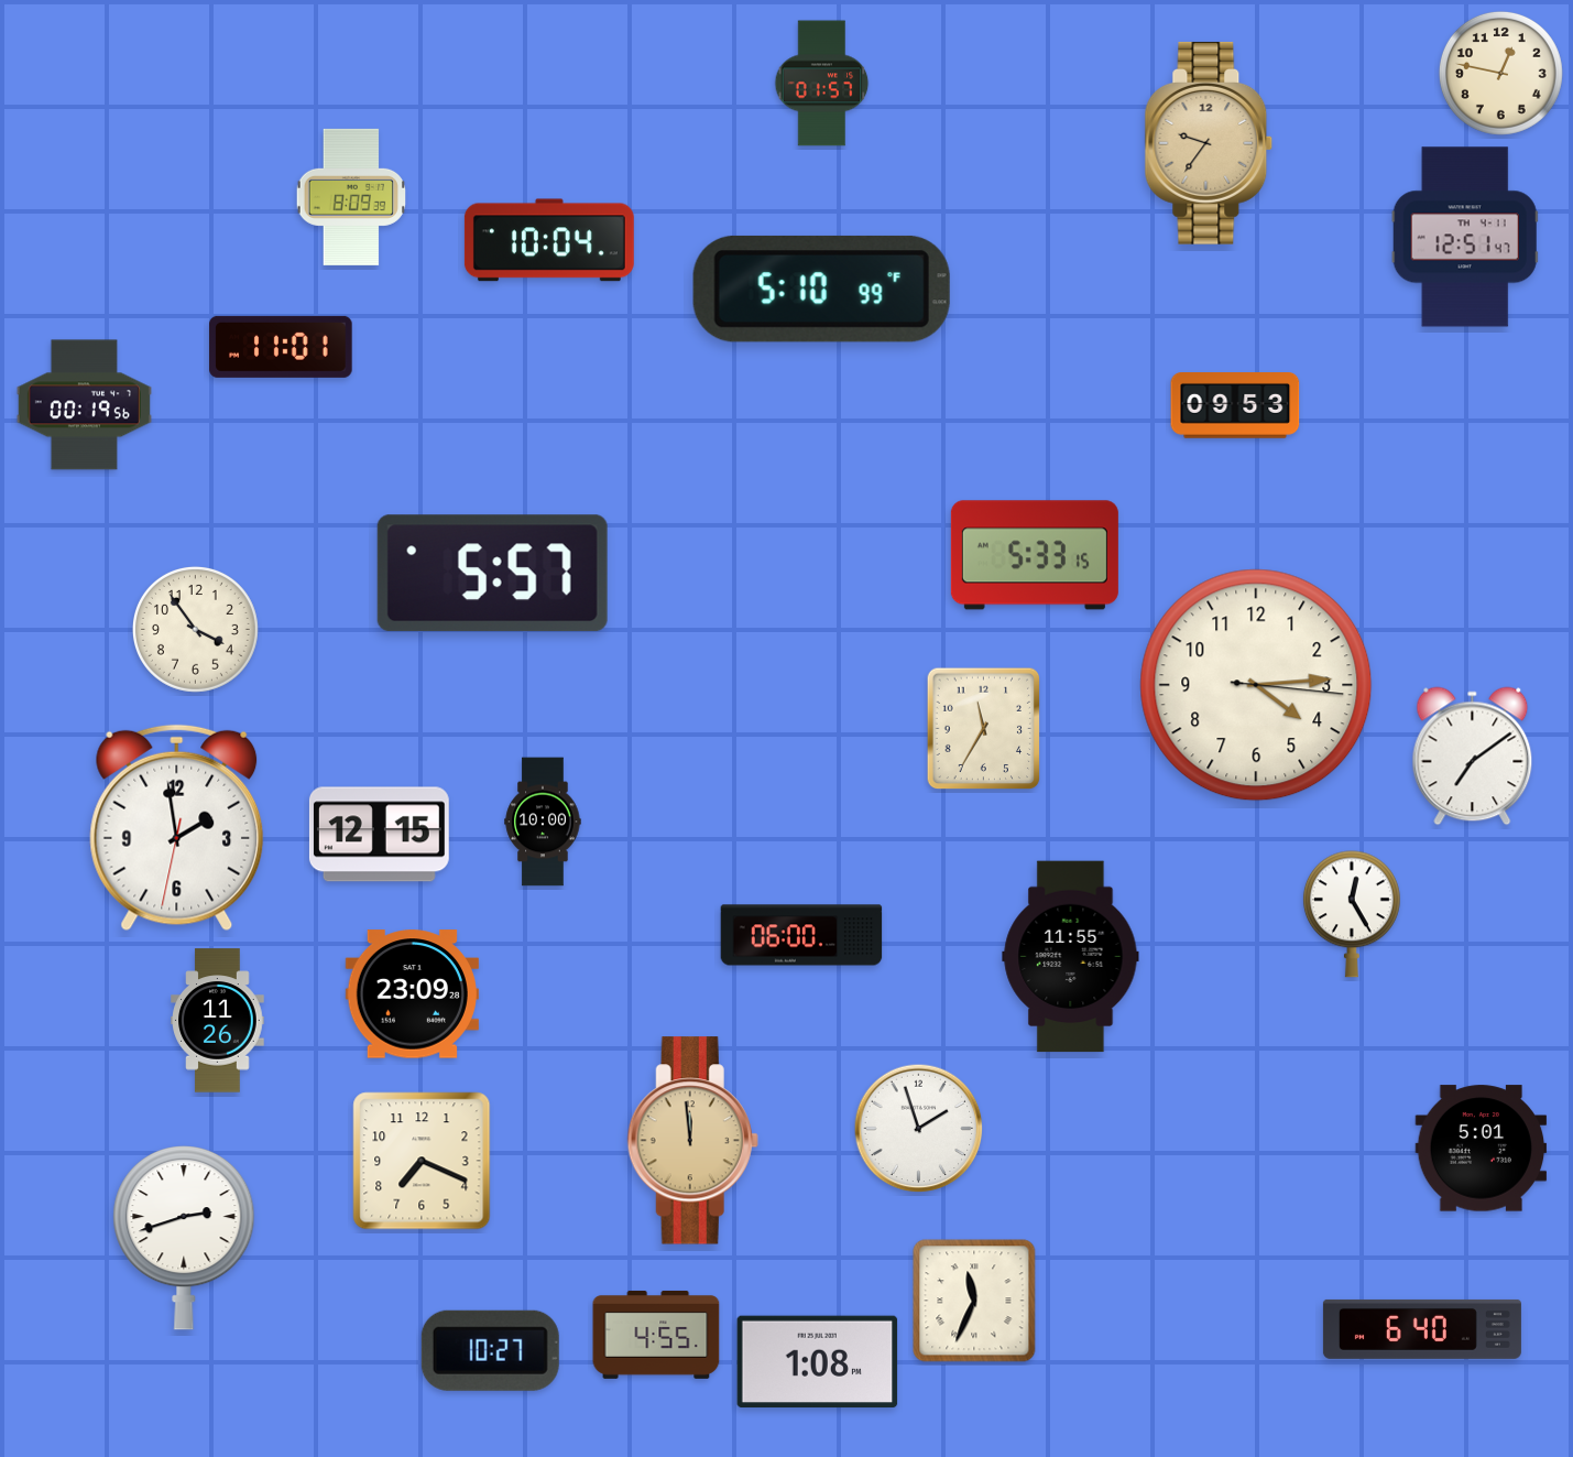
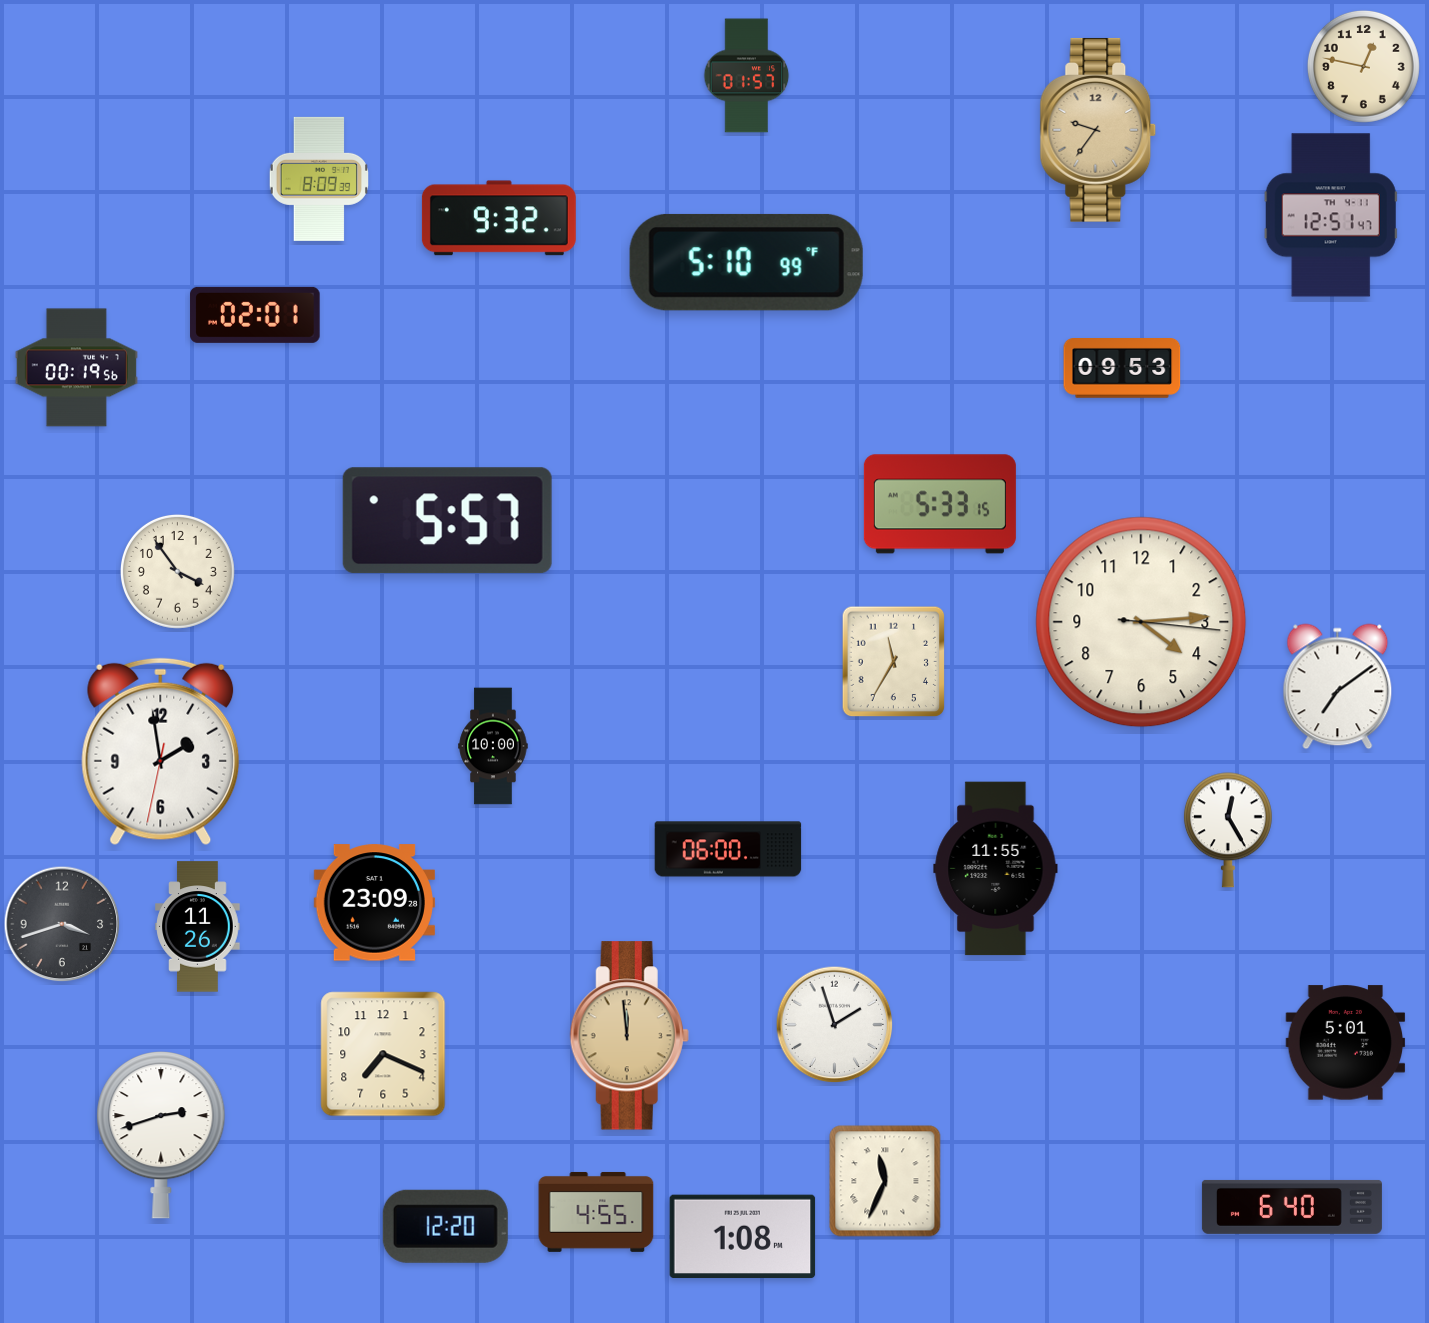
clock at (549, 240): 10:04 -> 9:32
clock at (281, 347): 11:01 -> 02:01
clock at (379, 835): 12:15 -> none
clock at (1071, 957) position: (1071, 957) -> (996, 869)
clock at (62, 924): none -> 3:42
clock at (184, 1239) position: (184, 1239) -> (161, 1136)
clock at (490, 1350): 10:27 -> 12:20
